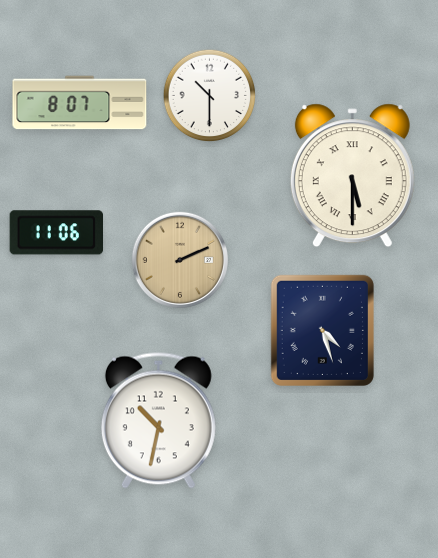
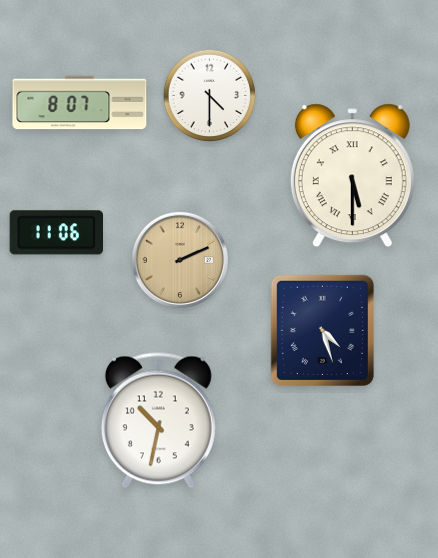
clock at (210, 96): 10:30 -> 4:30
